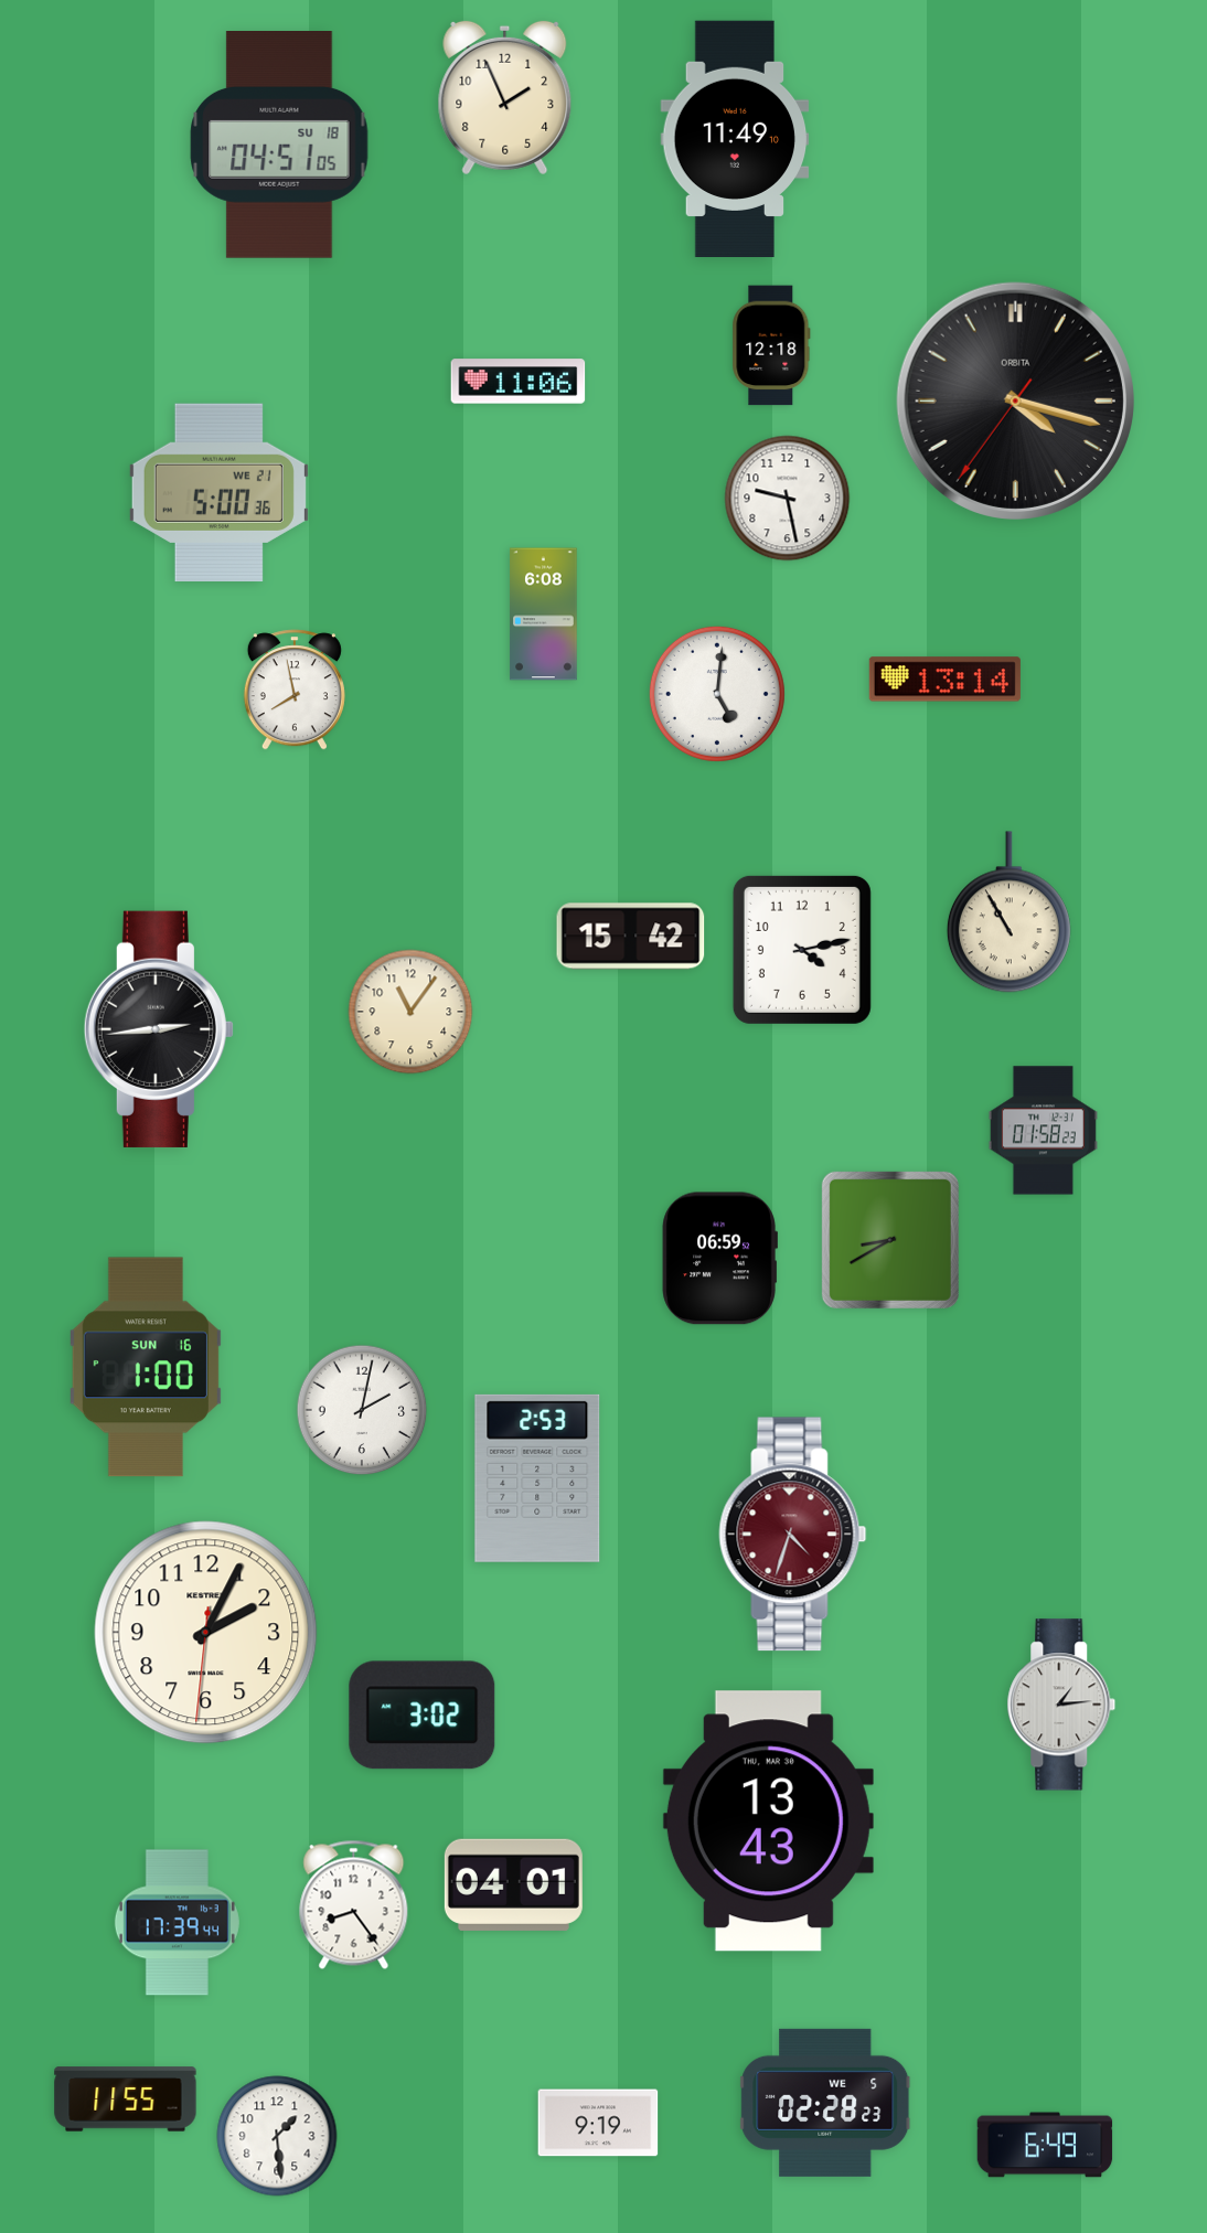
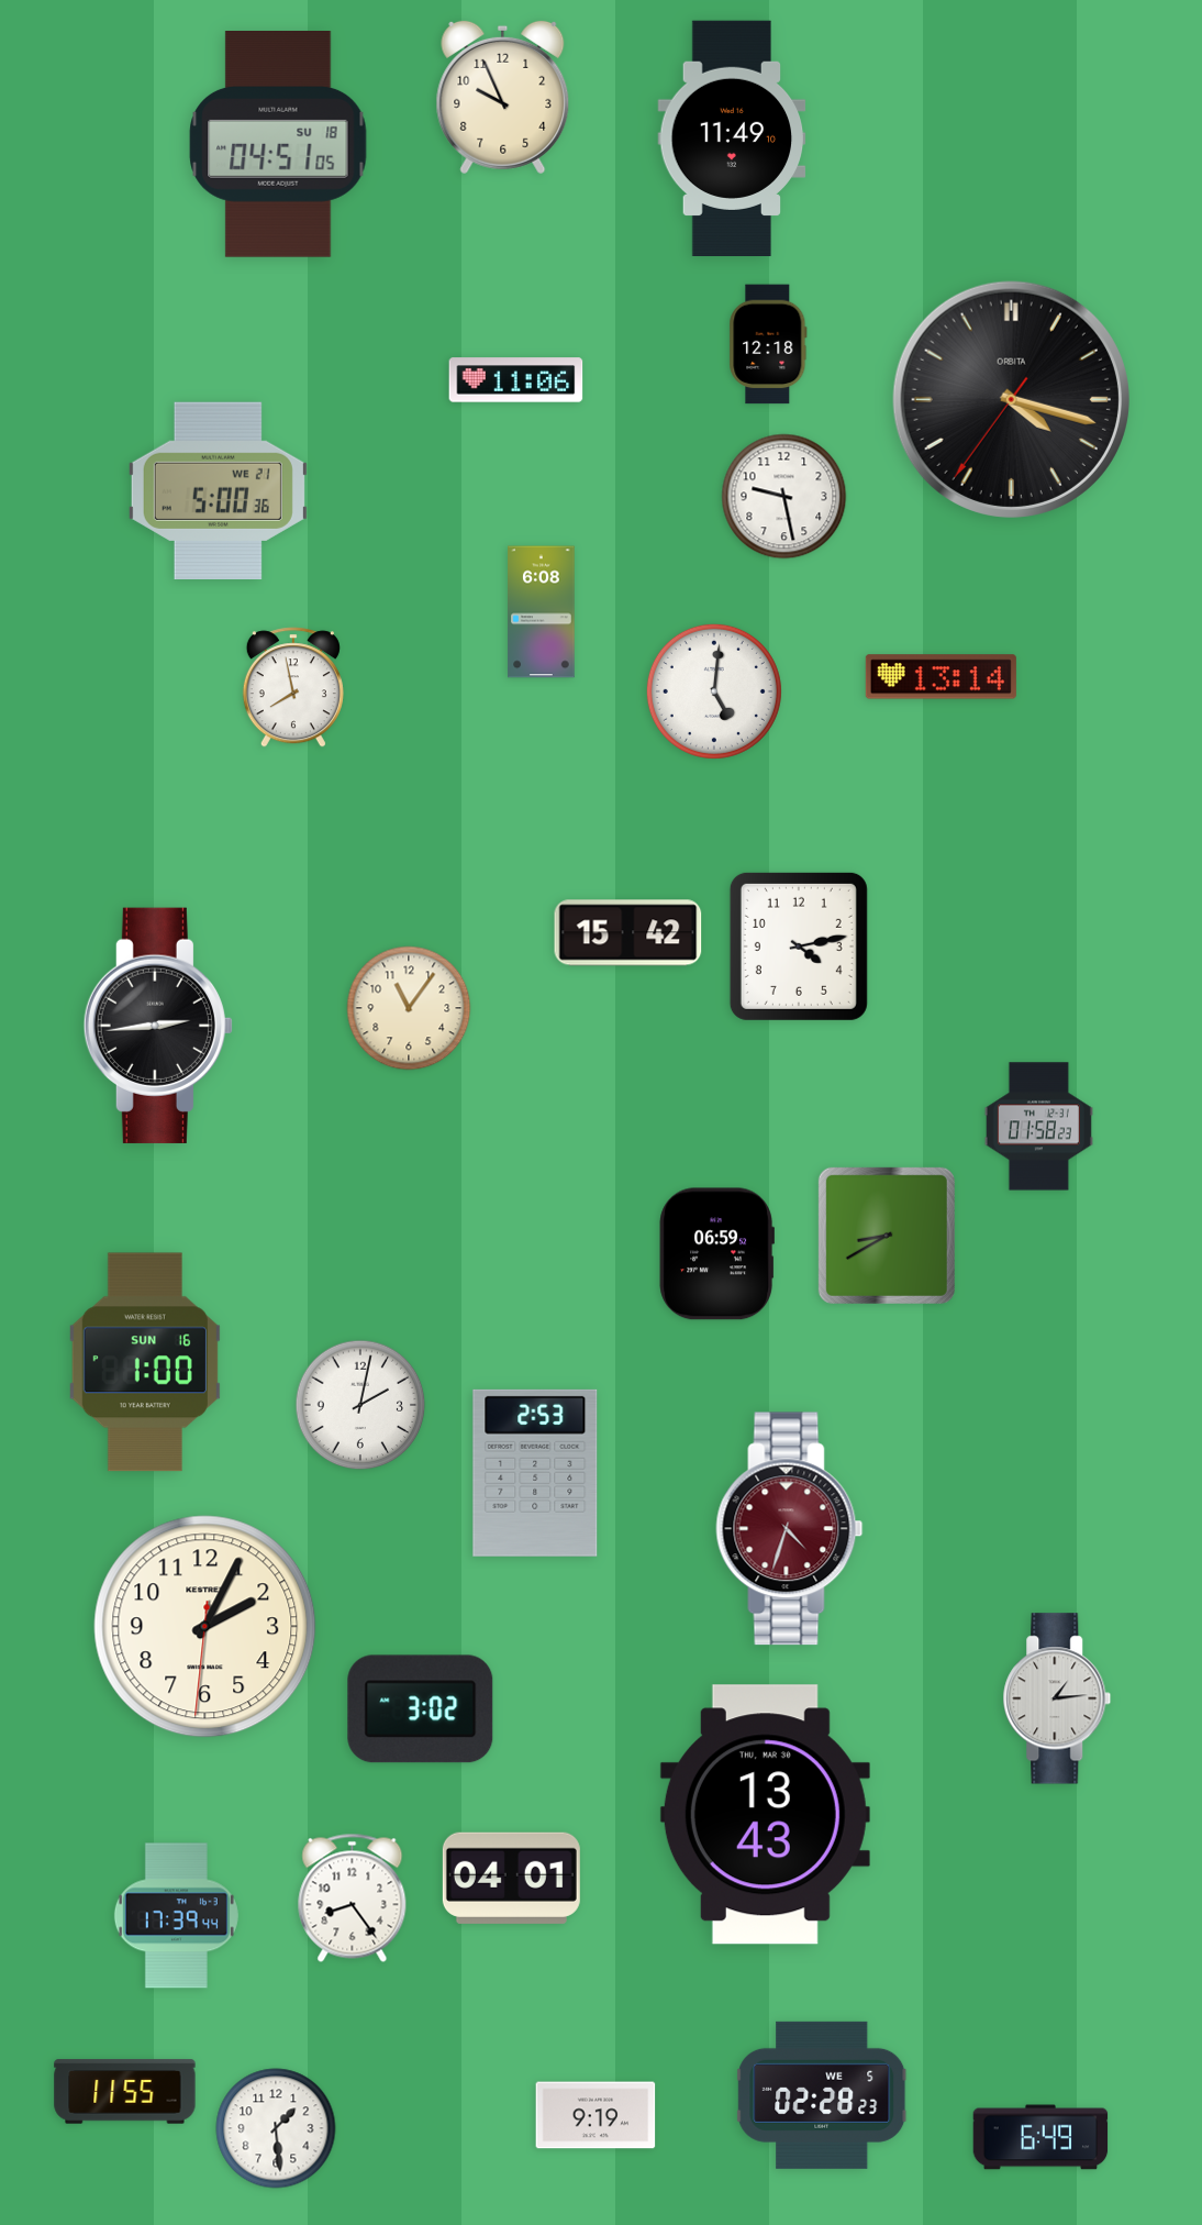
clock at (505, 98): 1:56 -> 9:56
clock at (1008, 912): 10:55 -> none
